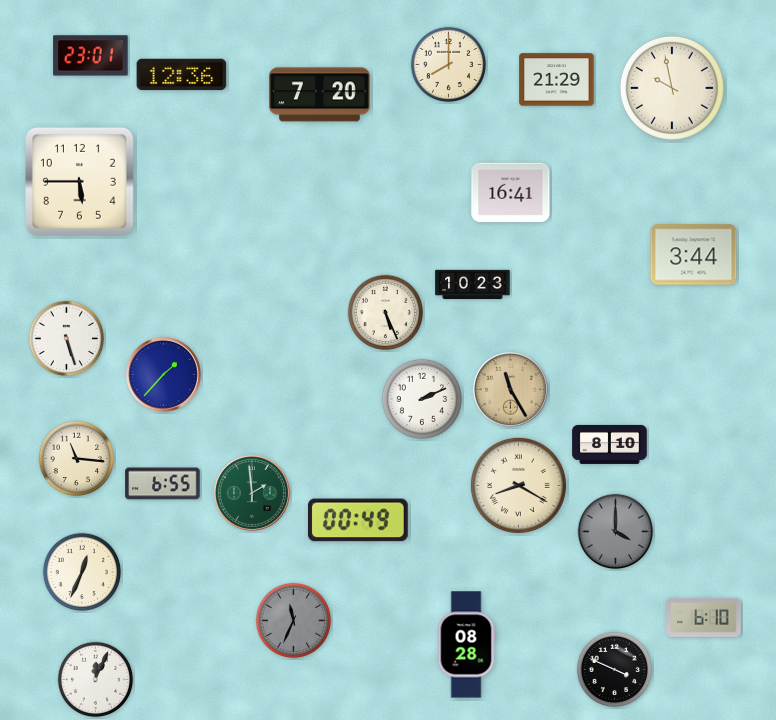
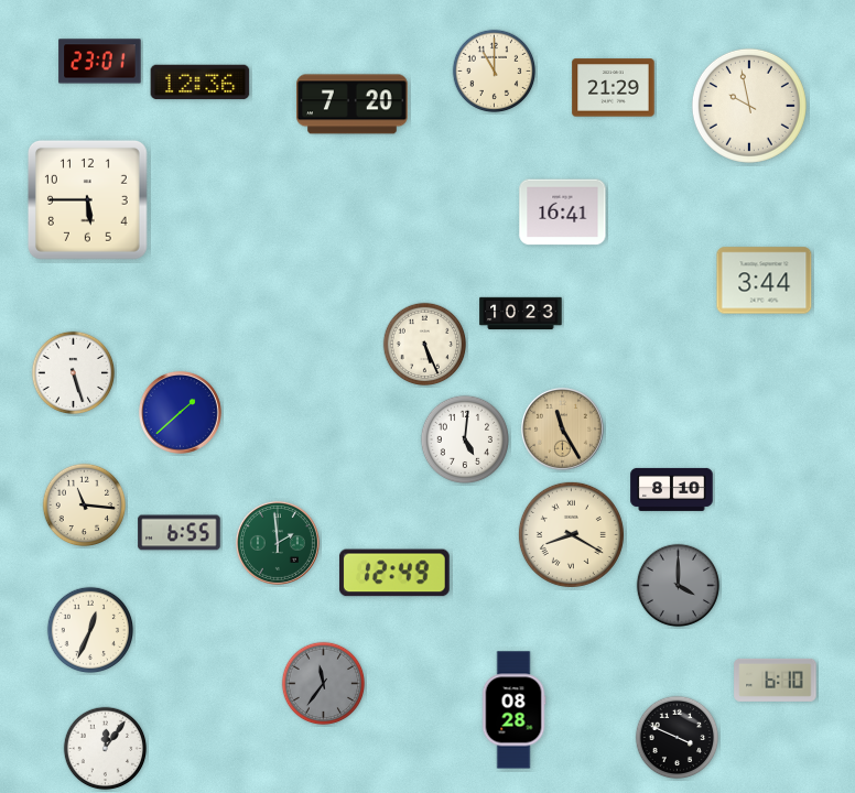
clock at (449, 65): 8:00 -> 11:00
clock at (672, 88) position: (672, 88) -> (749, 106)
clock at (163, 374): 1:37 -> 1:38
clock at (421, 398): 2:11 -> 5:01
clock at (358, 520): 00:49 -> 12:49
clock at (294, 621): 11:34 -> 11:36
clock at (96, 680): 12:04 -> 12:06
